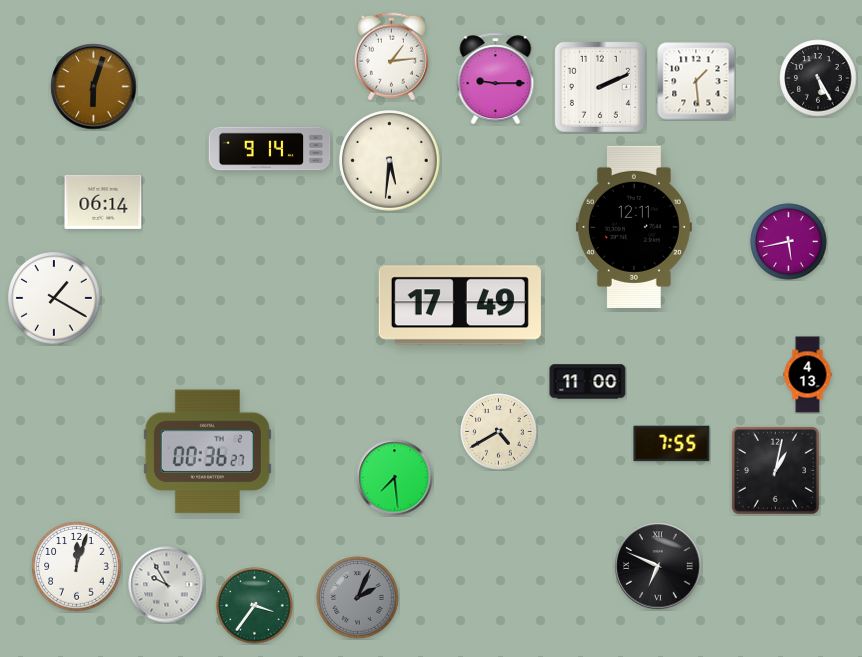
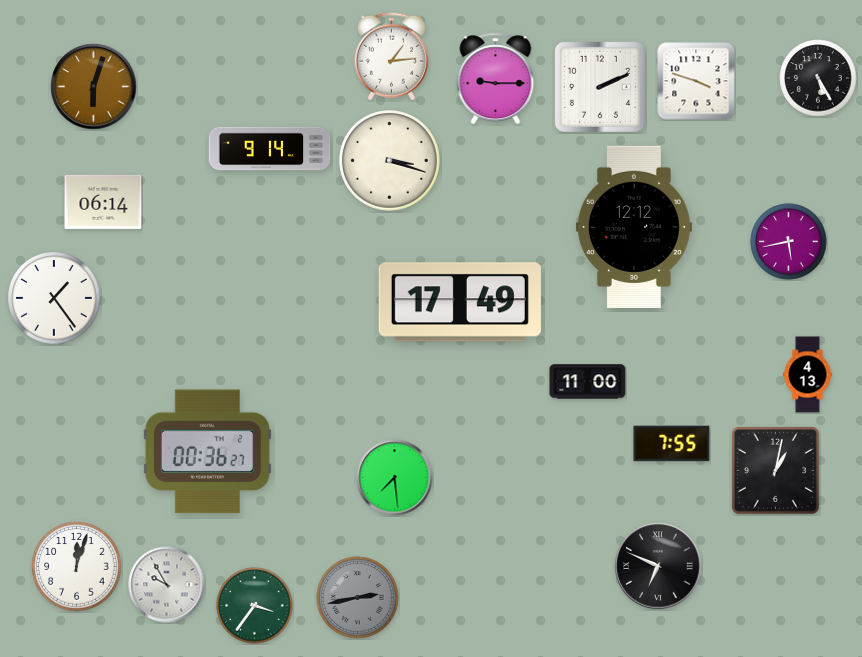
clock at (696, 81): 1:29 -> 3:48
clock at (390, 161): 5:31 -> 3:18
clock at (634, 227): 12:11 -> 12:12
clock at (54, 298): 1:20 -> 1:24
clock at (460, 305) position: (460, 305) -> (460, 302)
clock at (499, 432): 4:40 -> none
clock at (358, 598): 2:04 -> 2:43
